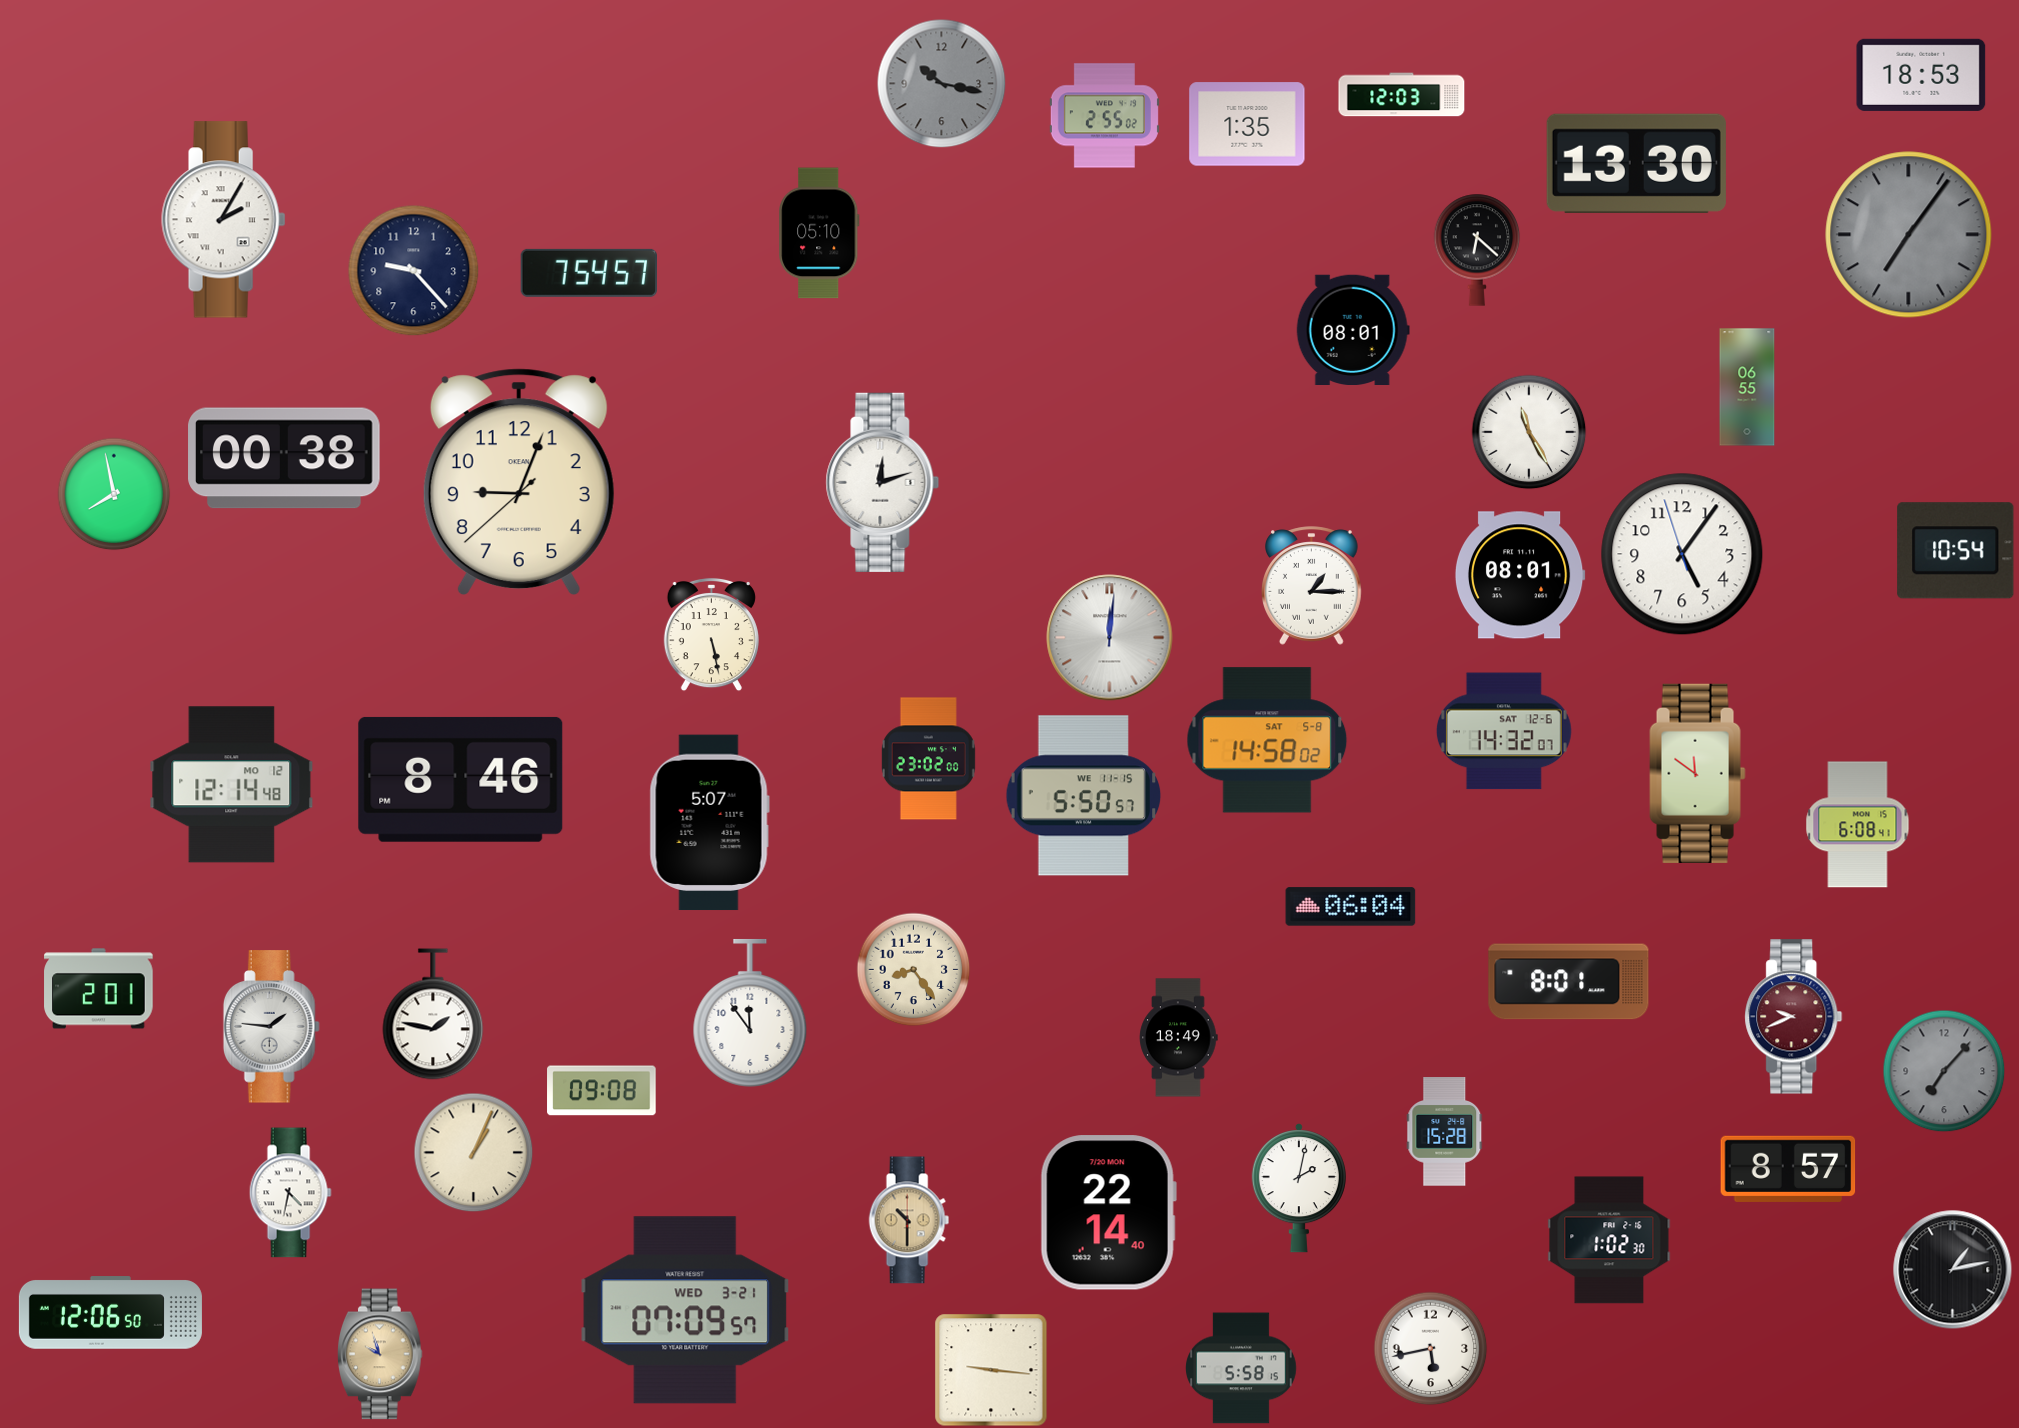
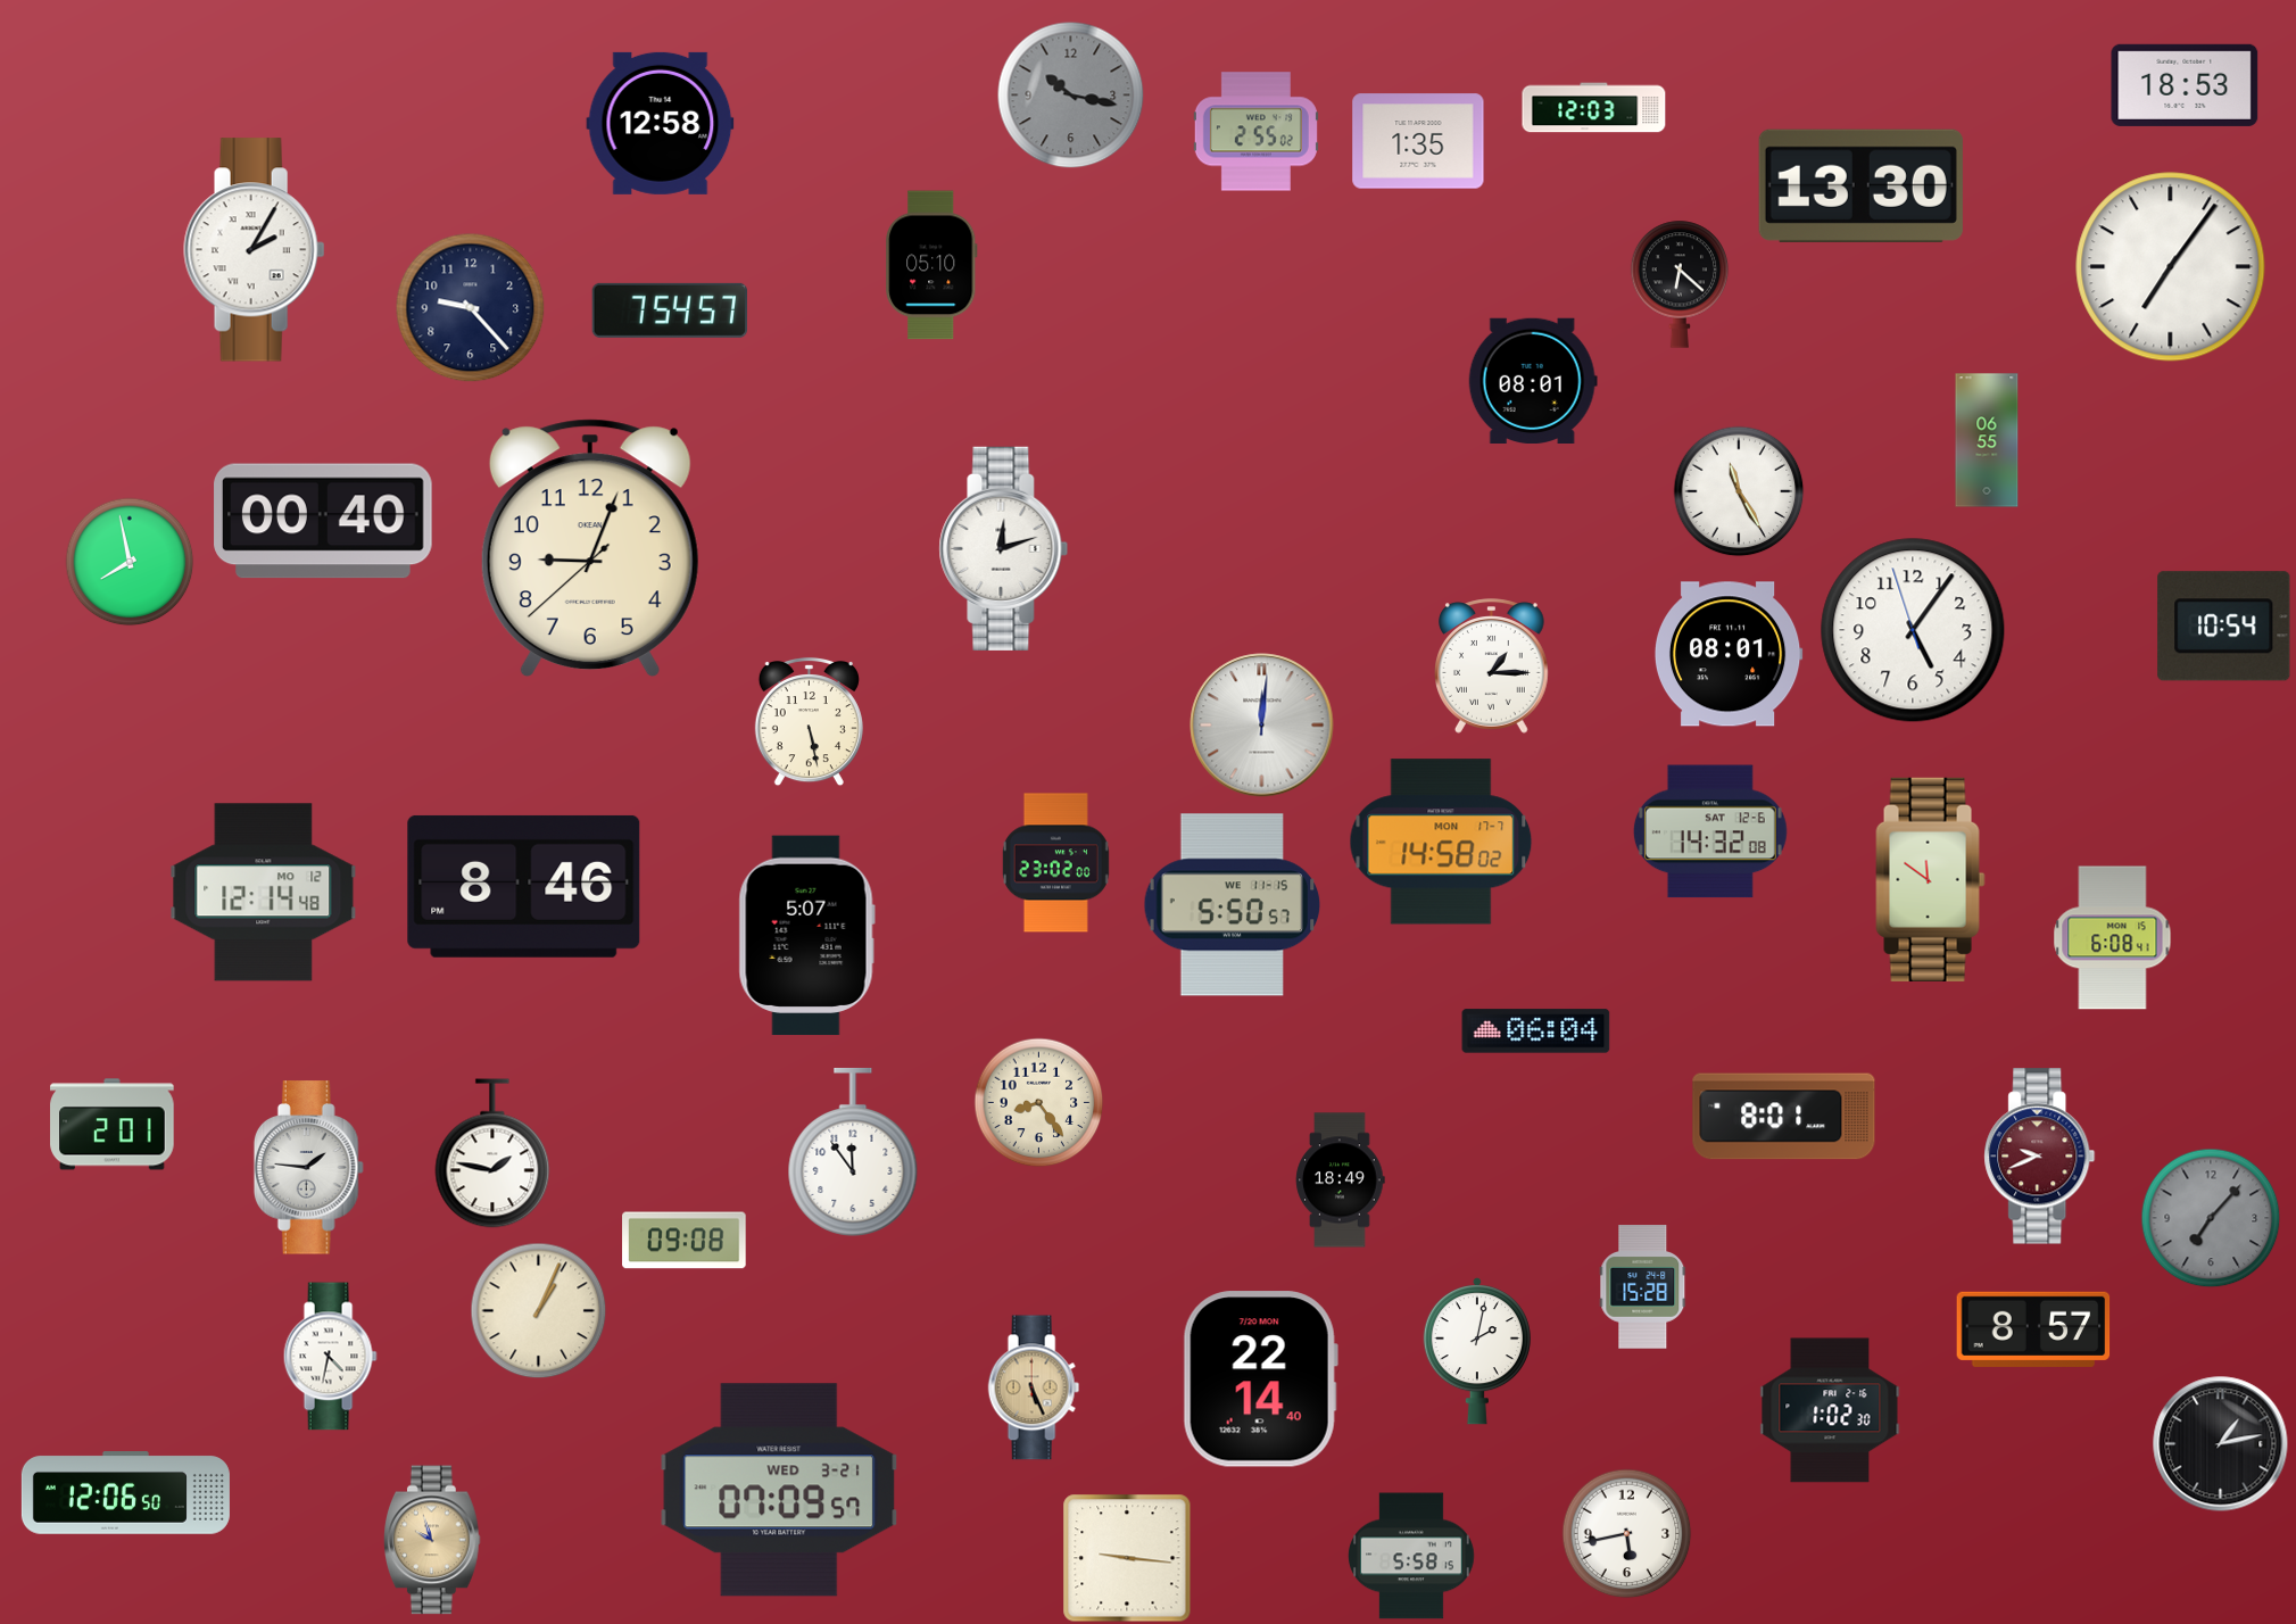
clock at (661, 123): none -> 12:58
clock at (1909, 235) dial: grey -> white
clock at (1353, 329) position: (1353, 329) -> (1533, 380)
clock at (284, 458): 00:38 -> 00:40
clock at (1504, 731): 14:32:07 -> 14:32:08
clock at (1267, 740) date: SAT 5-8 -> MON 17-7
clock at (909, 1220): 10:30 -> 5:26
